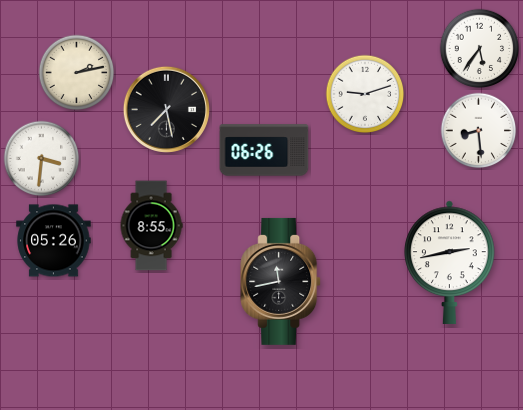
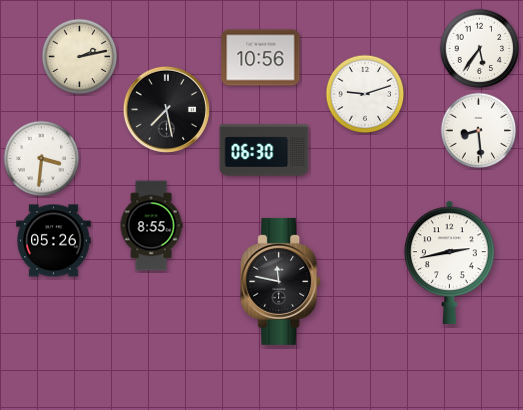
clock at (261, 58): none -> 10:56
clock at (77, 73) position: (77, 73) -> (80, 57)
clock at (264, 150): 06:26 -> 06:30
clock at (281, 281): 11:43 -> 11:47
